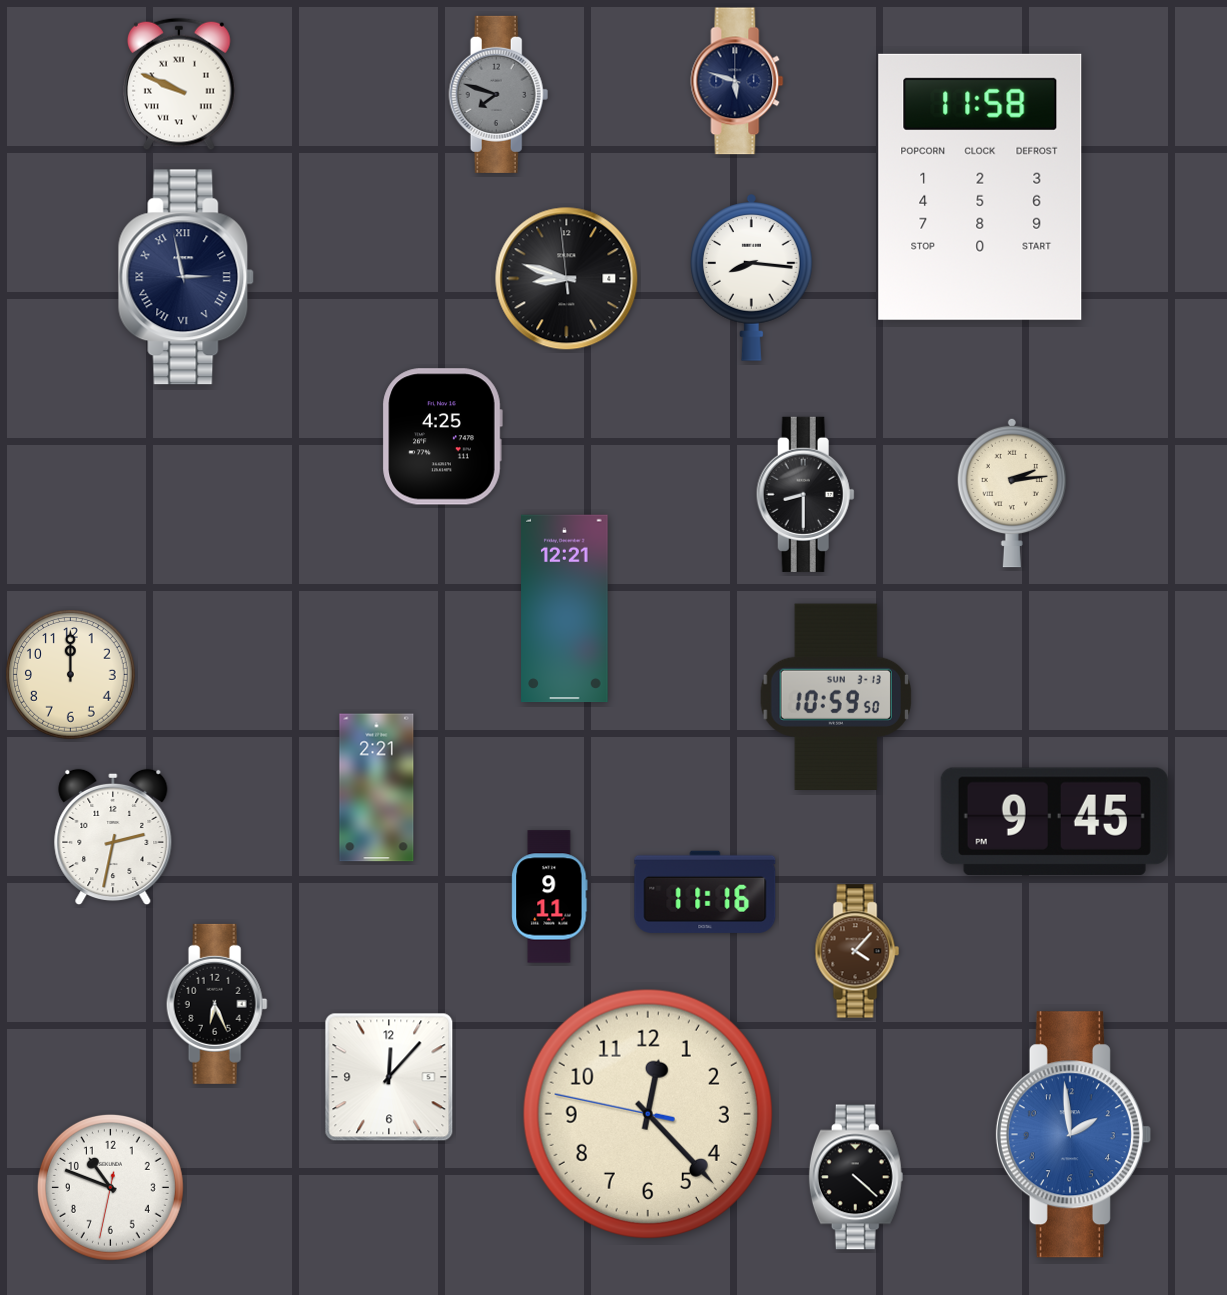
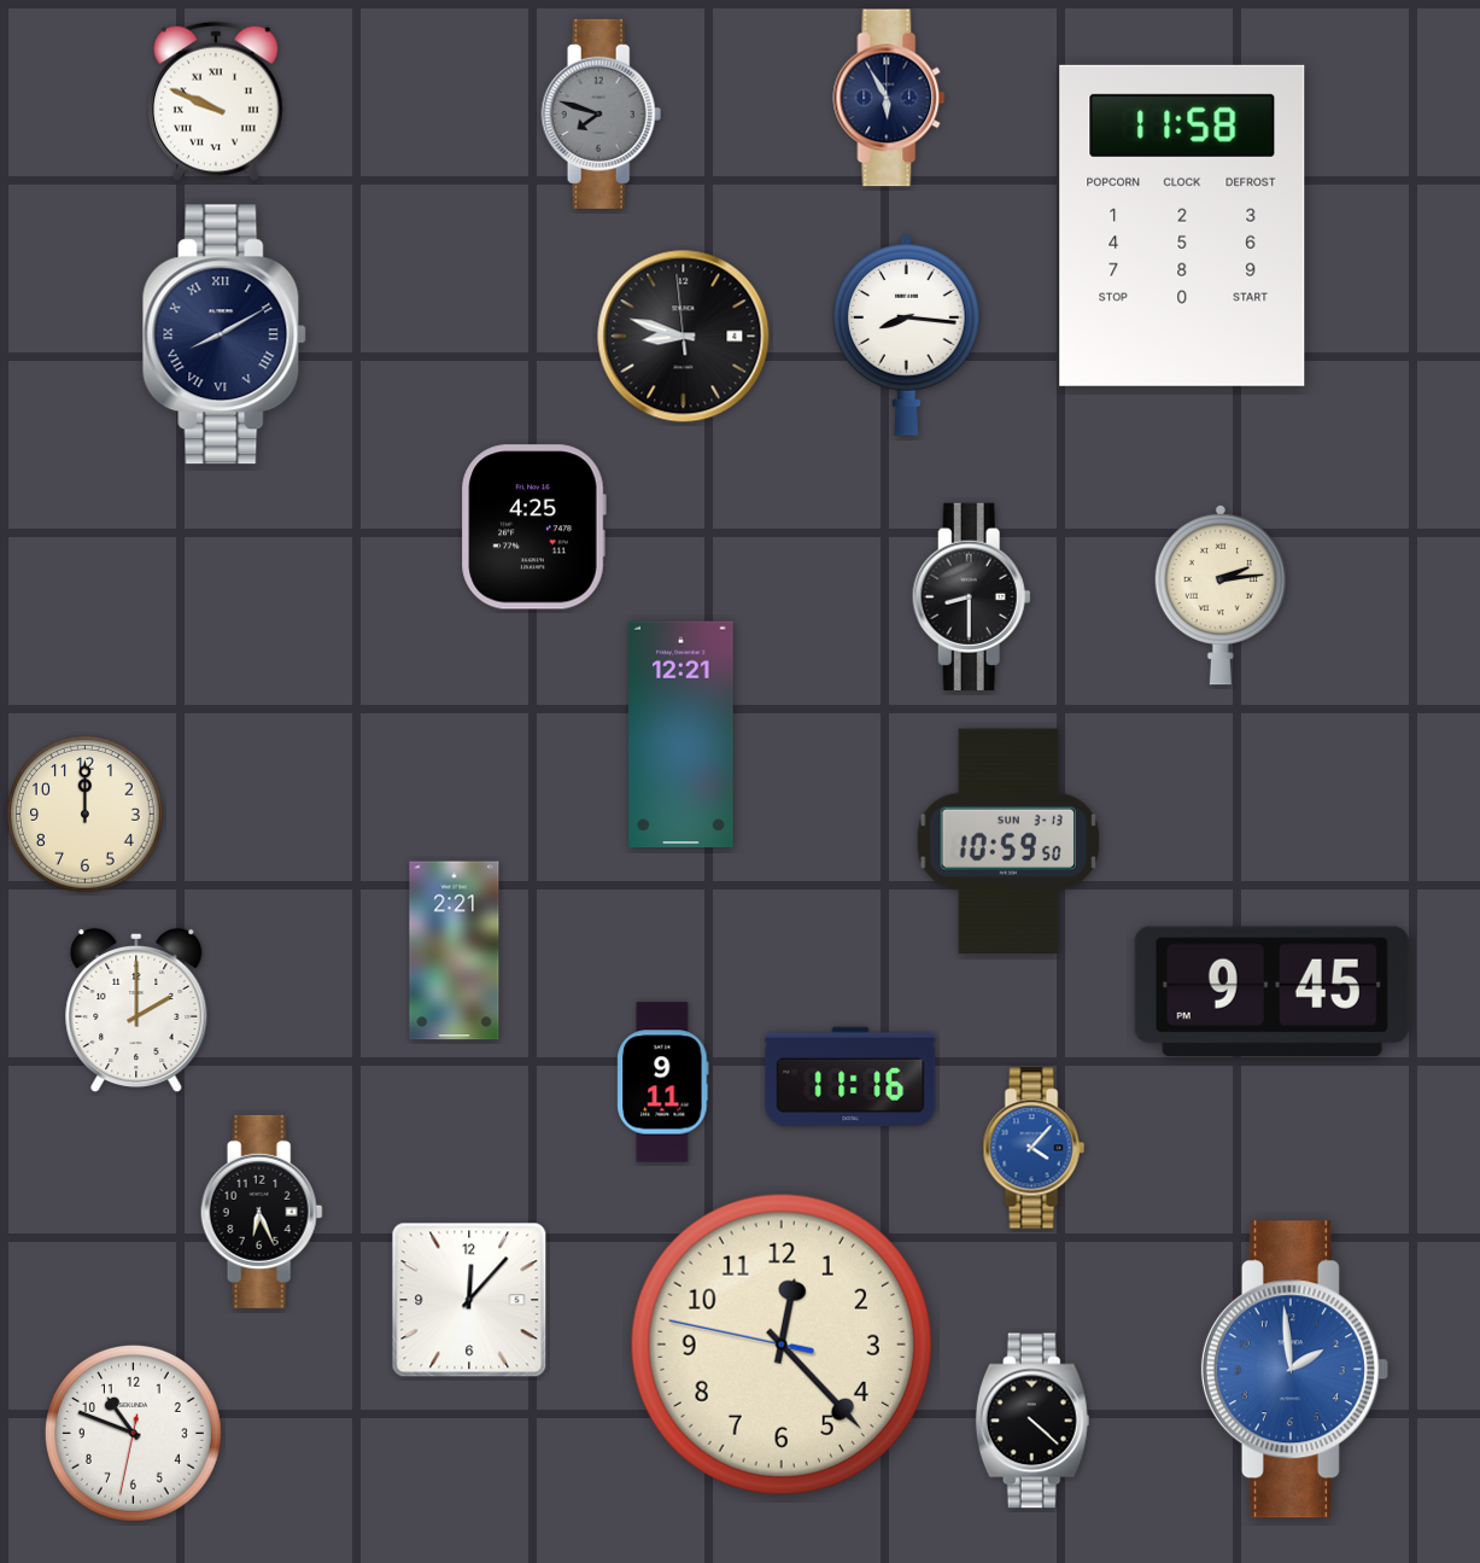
clock at (737, 81): 5:48 -> 5:55
clock at (186, 277): 2:58 -> 8:10
clock at (113, 837): 2:32 -> 2:00
clock at (857, 951) dial: brown -> blue
